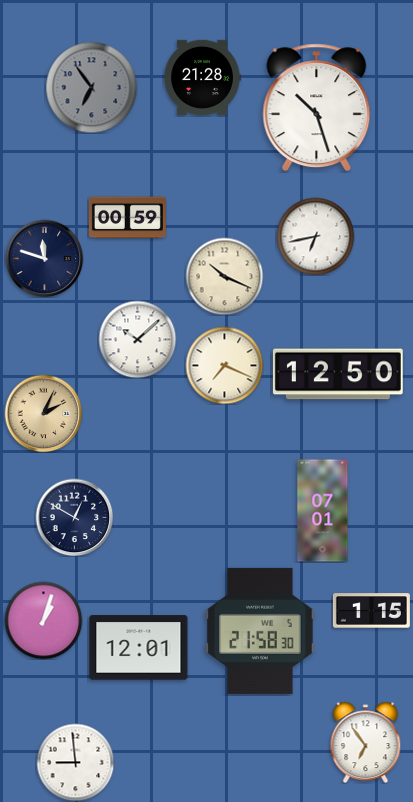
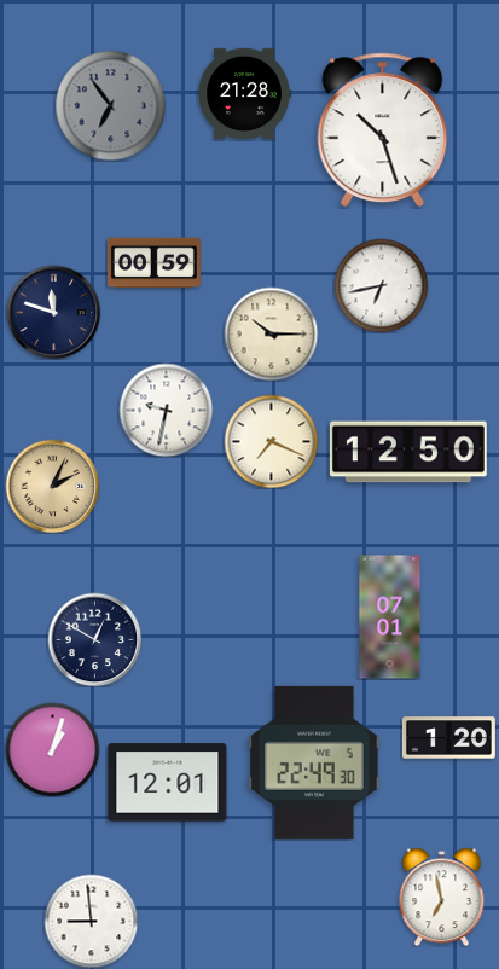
clock at (224, 276): 10:19 -> 10:15
clock at (137, 339): 10:08 -> 9:32
clock at (43, 413) position: (43, 413) -> (52, 486)
clock at (74, 517) position: (74, 517) -> (94, 639)
clock at (371, 611): 1:15 -> 1:20
clock at (260, 631): 21:58 -> 22:49
clock at (366, 742): 6:54 -> 6:58
